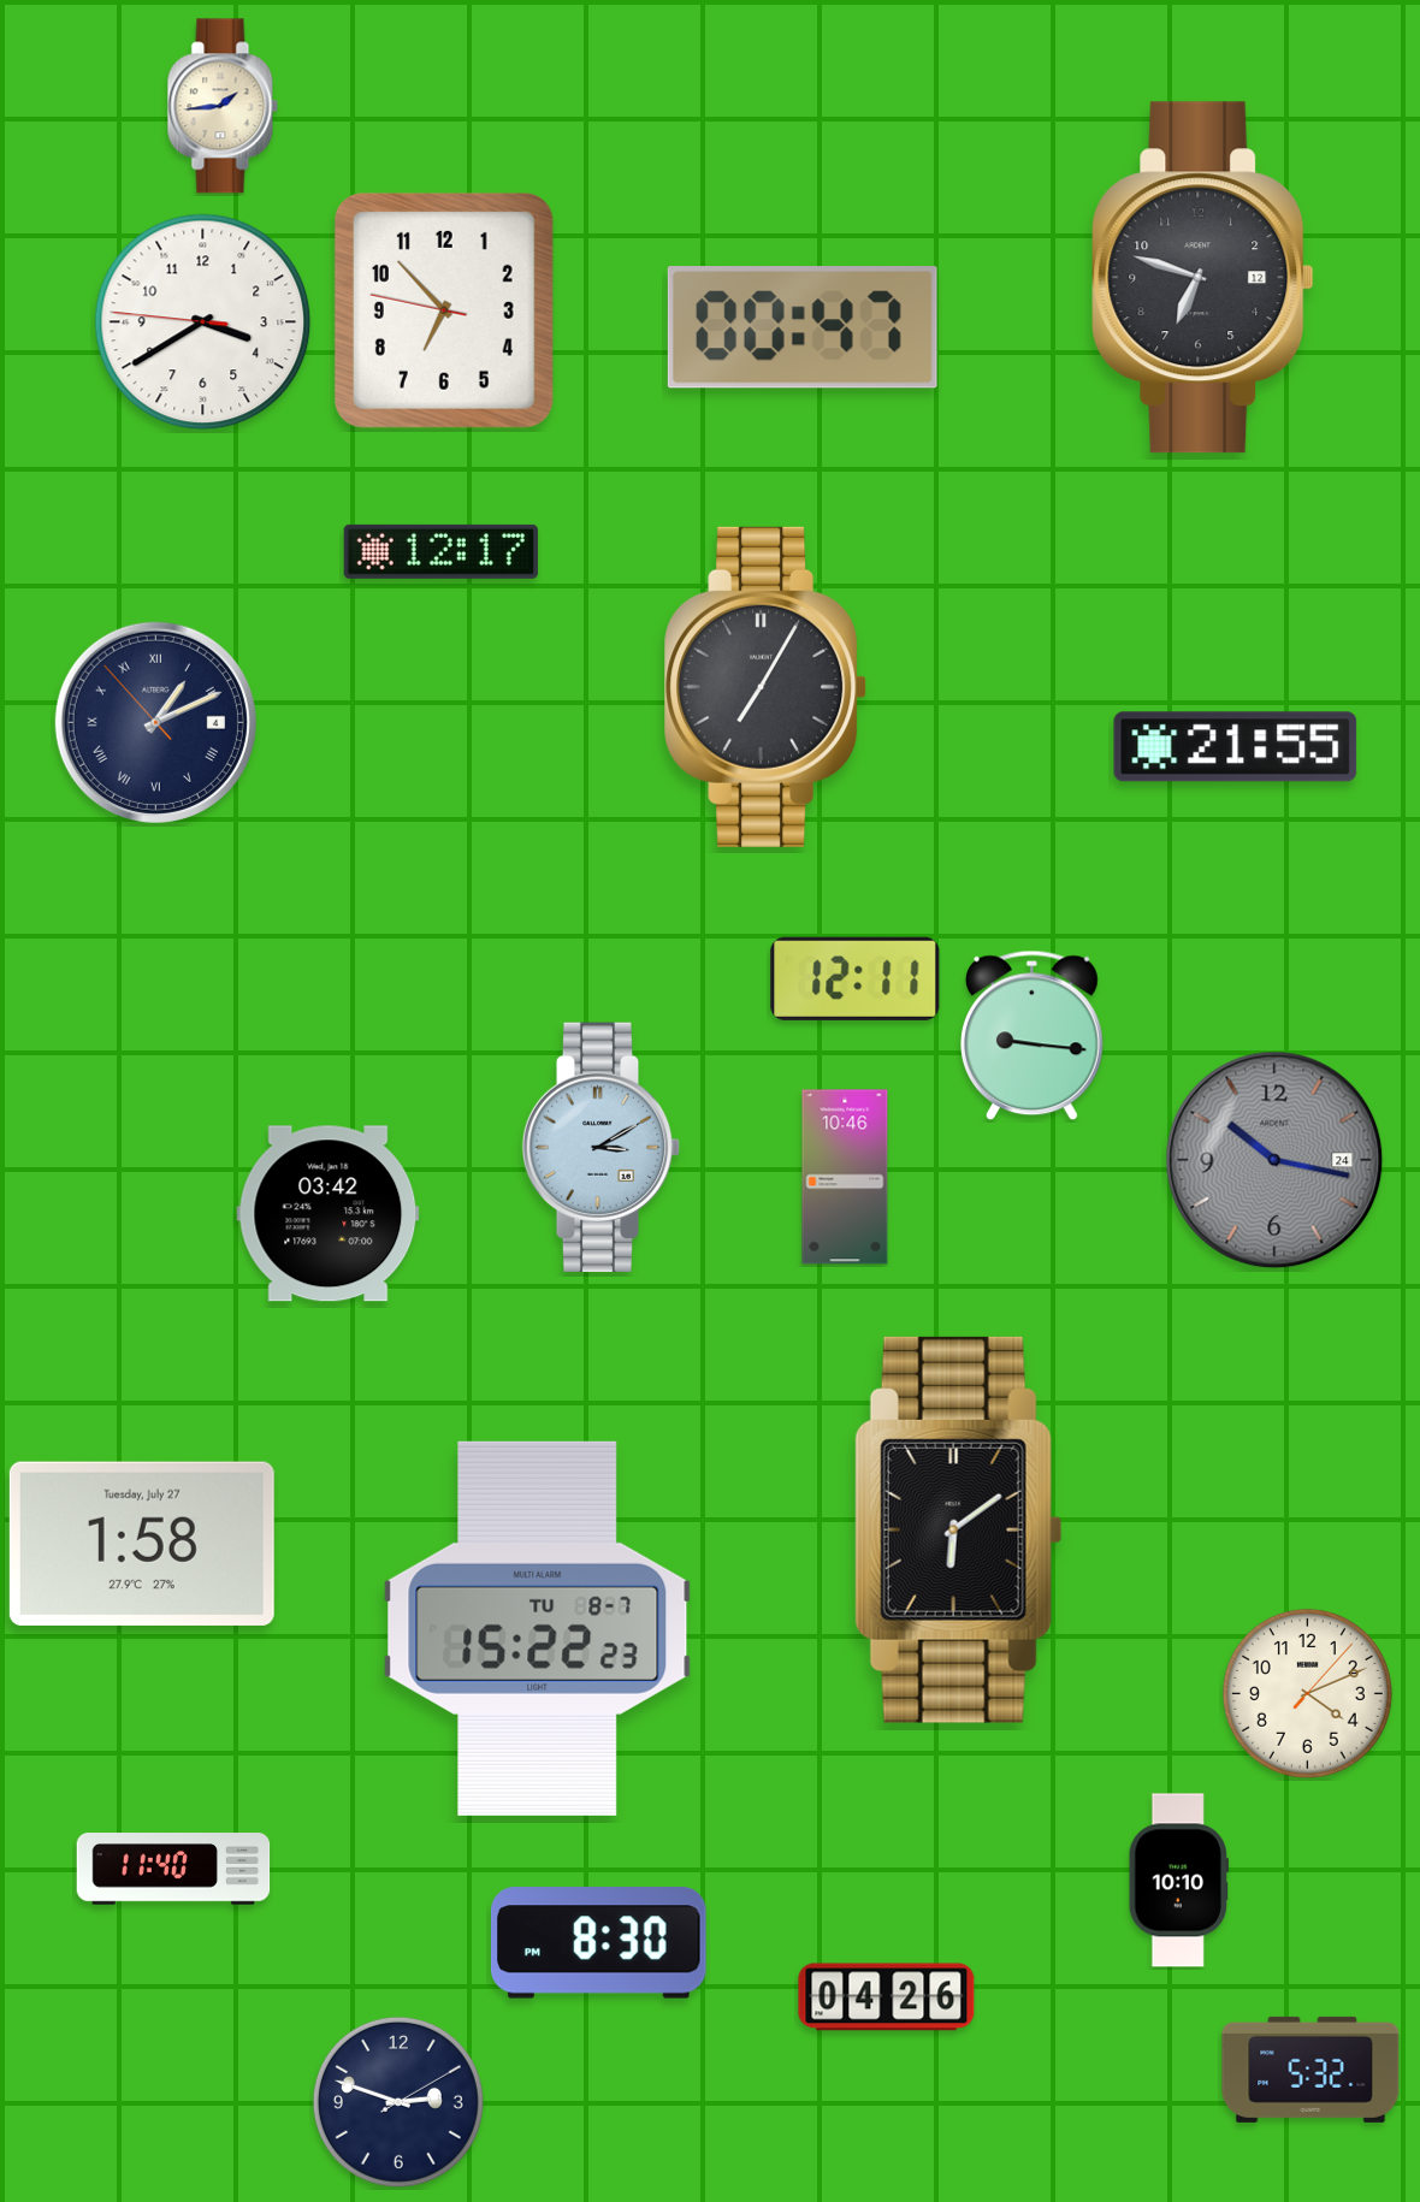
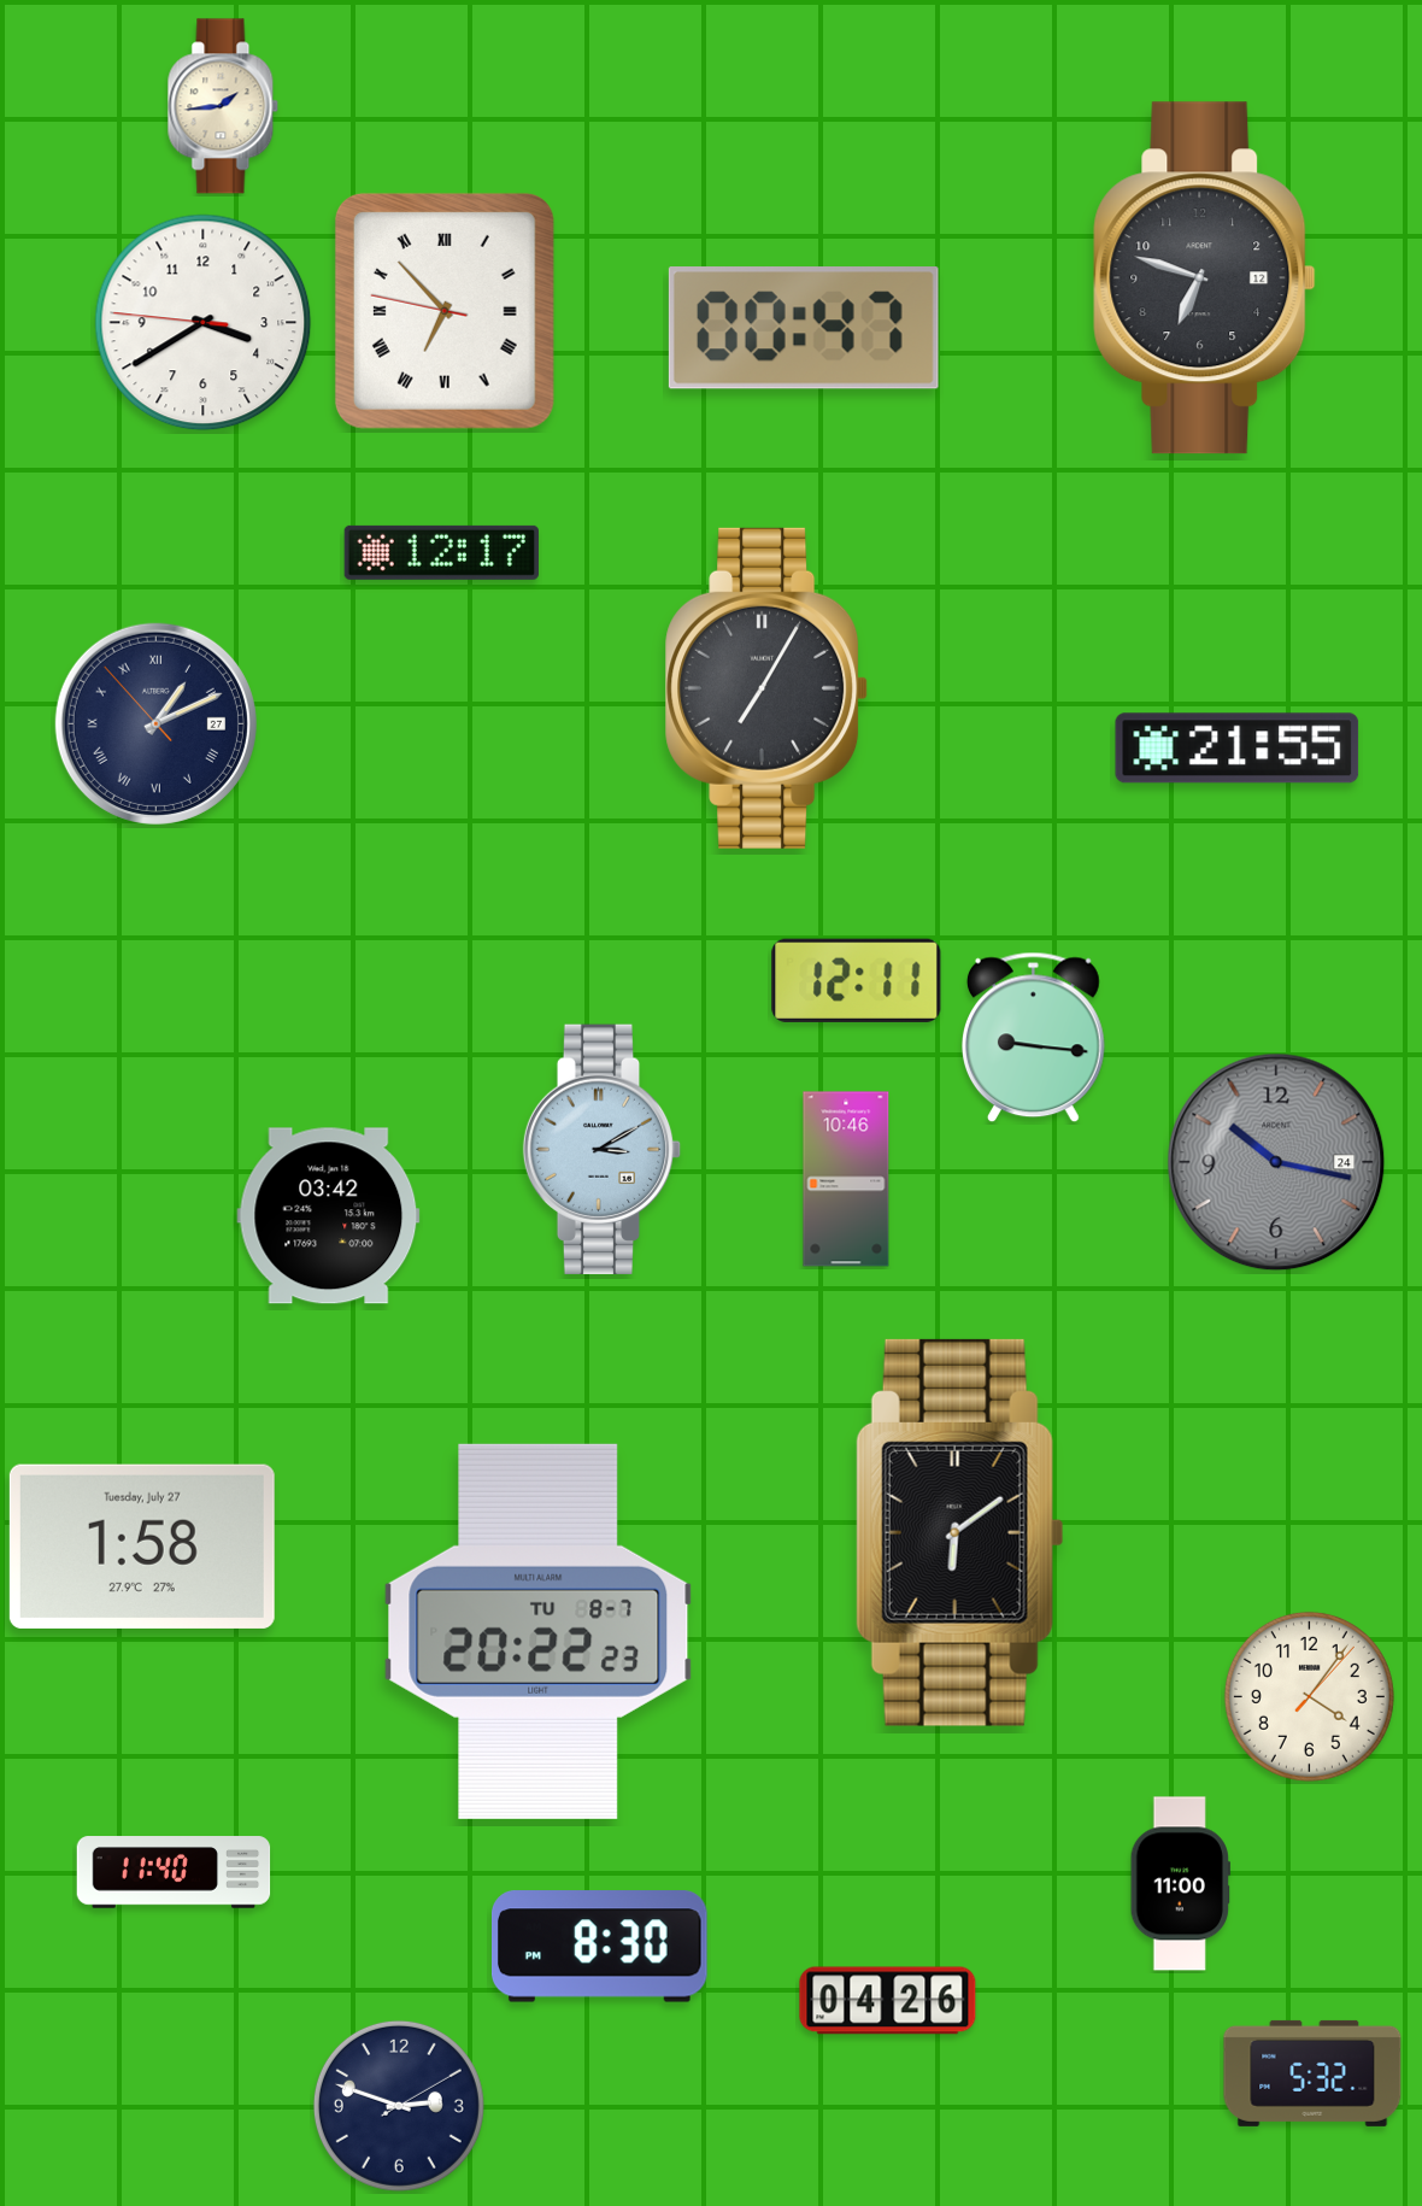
clock at (444, 310) numerals: Arabic -> Roman
clock at (155, 722) date: 4 -> 27
clock at (538, 1628): 15:22 -> 20:22
clock at (1307, 1693): 4:11 -> 4:06
clock at (1178, 1881): 10:10 -> 11:00
